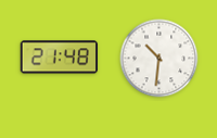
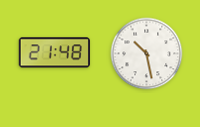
clock at (159, 59): 10:31 -> 10:28
